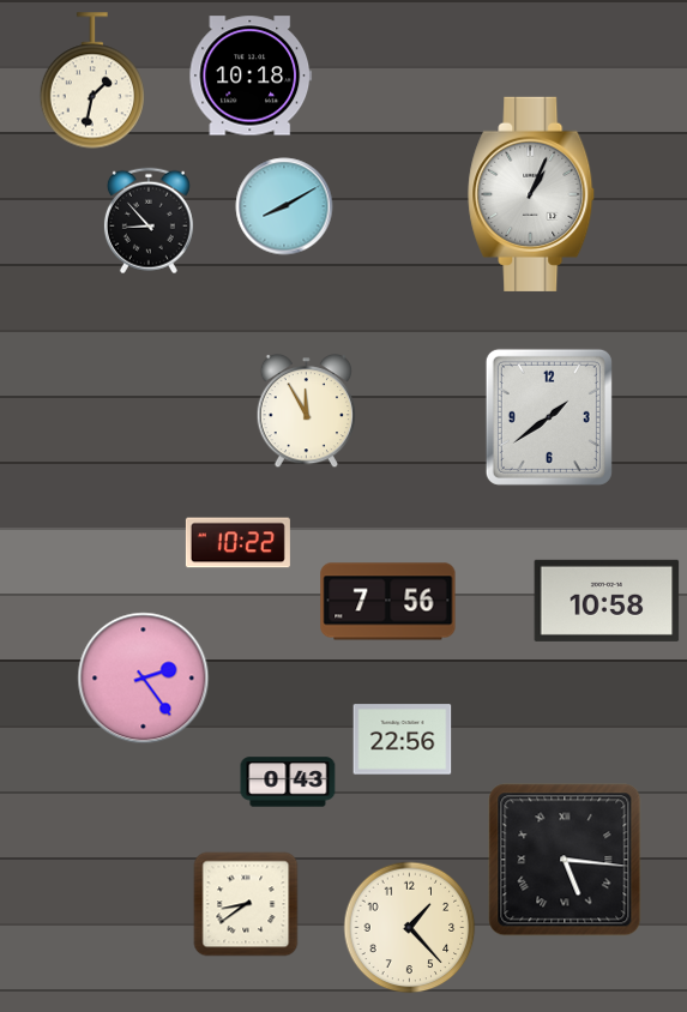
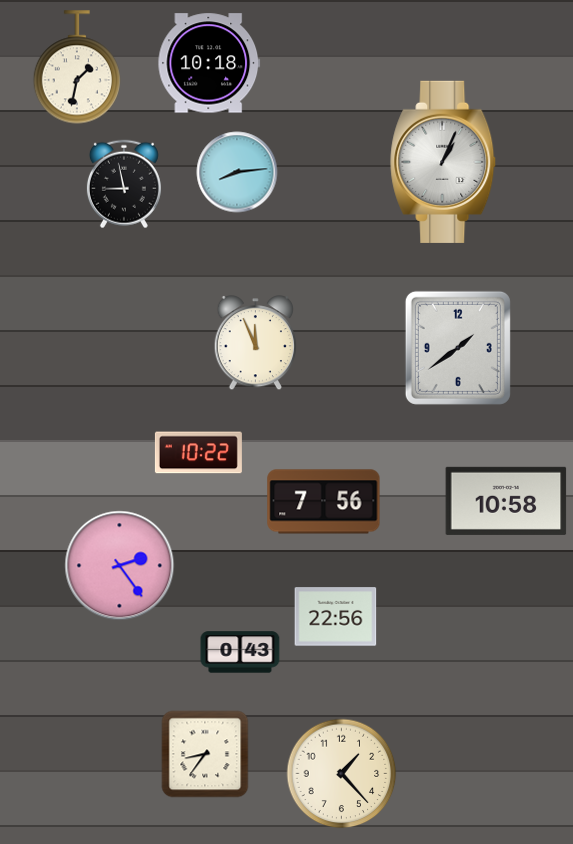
clock at (284, 206): 8:10 -> 8:14
clock at (149, 221): 8:53 -> 8:58
clock at (306, 412): 11:55 -> 11:56
clock at (565, 860): 5:16 -> none
clock at (246, 904): 8:39 -> 8:36
